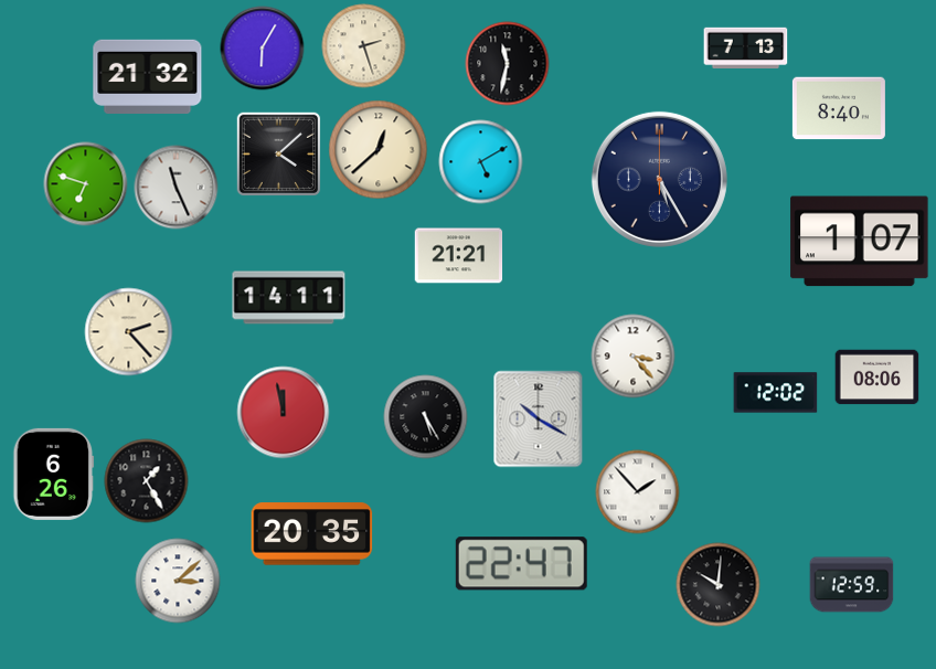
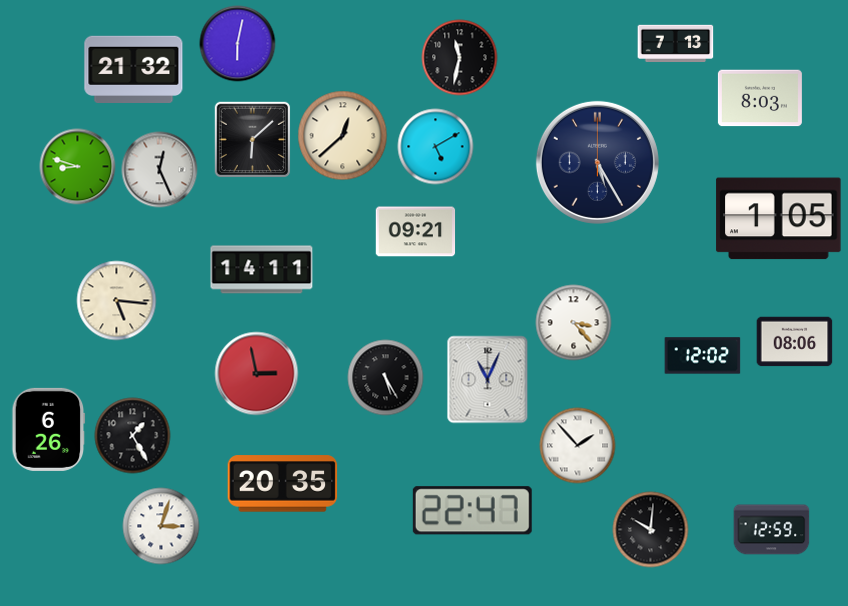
clock at (364, 46): 2:27 -> none
clock at (263, 49): 6:05 -> 6:02
clock at (839, 108): 8:40 -> 8:03
clock at (278, 153): 4:08 -> 6:08
clock at (86, 184): 6:48 -> 8:48
clock at (177, 188): 11:26 -> 12:26
clock at (860, 242): 1:07 -> 1:05
clock at (459, 256): 21:21 -> 09:21
clock at (129, 332): 2:23 -> 5:16
clock at (284, 413): 11:58 -> 2:58
clock at (539, 420): 10:20 -> 11:04
clock at (178, 581): 3:08 -> 3:03
